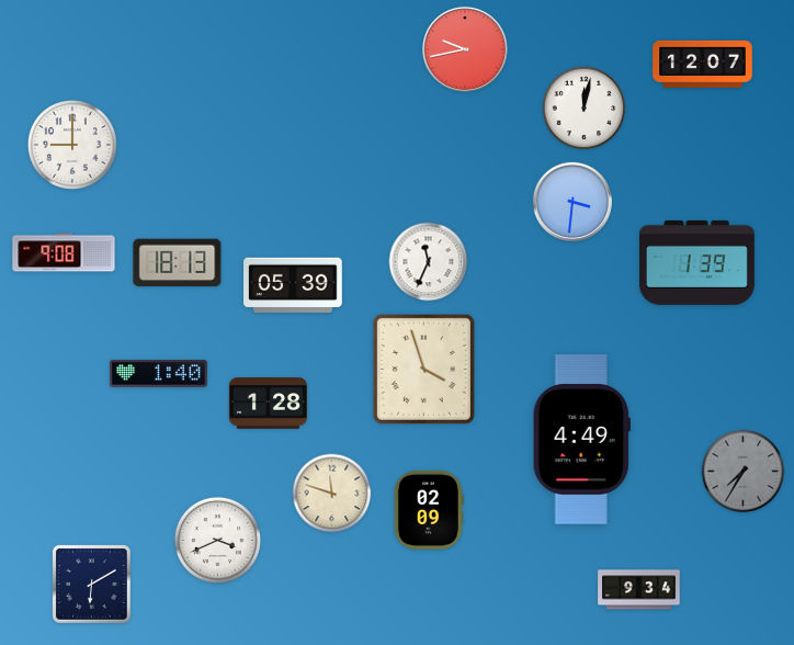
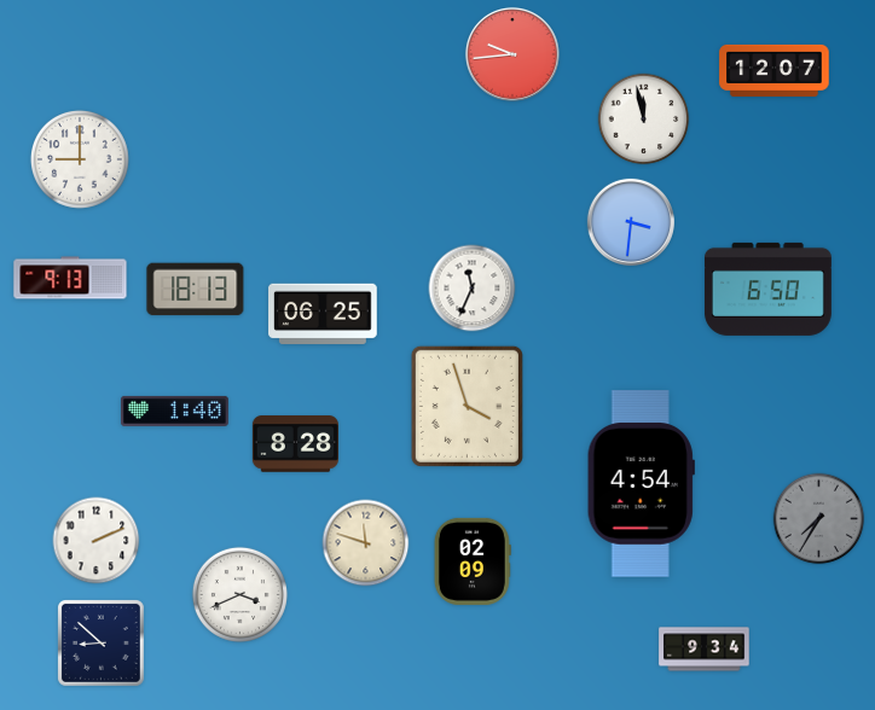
clock at (465, 49): 9:43 -> 9:44
clock at (585, 109): 12:02 -> 11:58
clock at (64, 252): 9:08 -> 9:13
clock at (696, 262): 1:39 -> 6:50
clock at (293, 285): 05:39 -> 06:25
clock at (268, 404): 1:28 -> 8:28
clock at (581, 440): 4:49 -> 4:54
clock at (97, 541): none -> 2:11
clock at (92, 585): 6:10 -> 8:52
